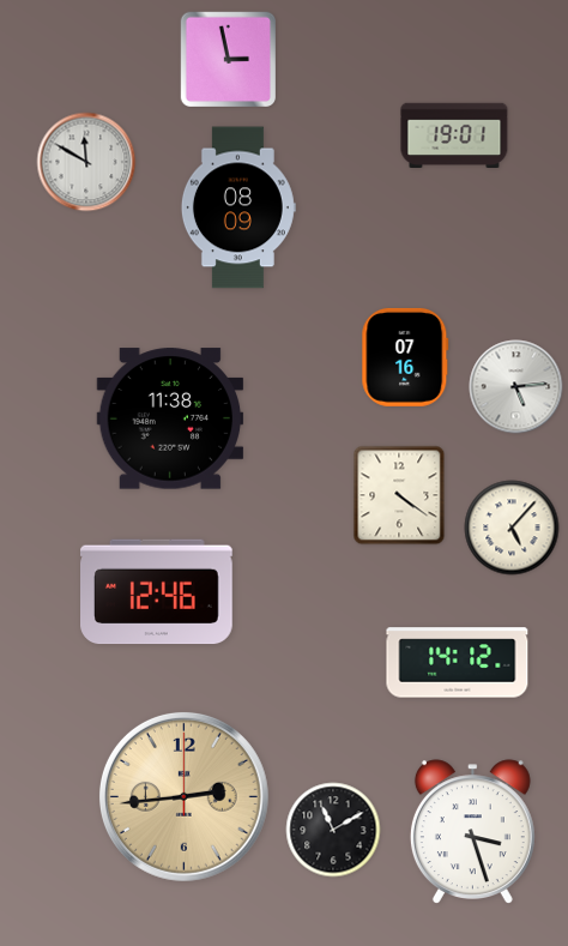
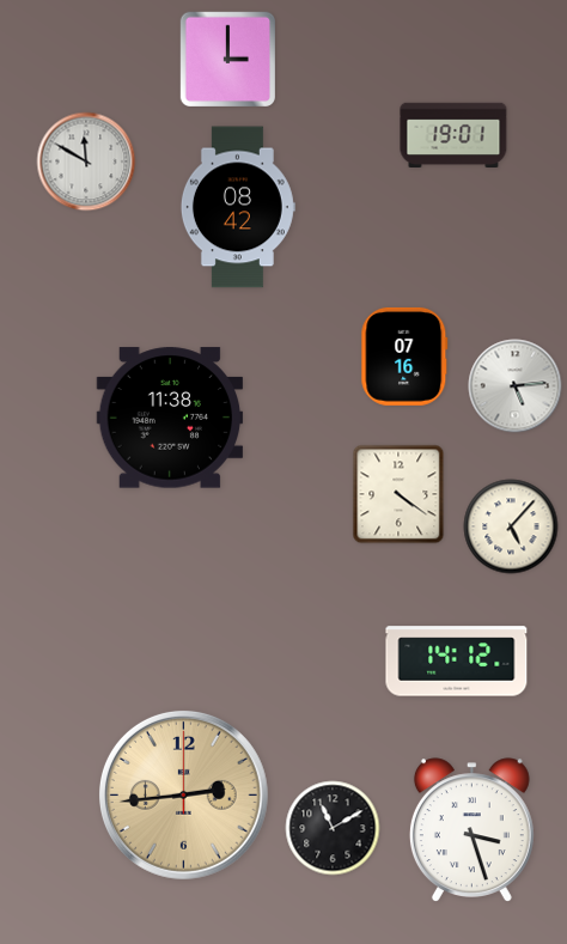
clock at (228, 59): 2:58 -> 3:00
clock at (238, 207): 08:09 -> 08:42
clock at (157, 592): 12:46 -> none
